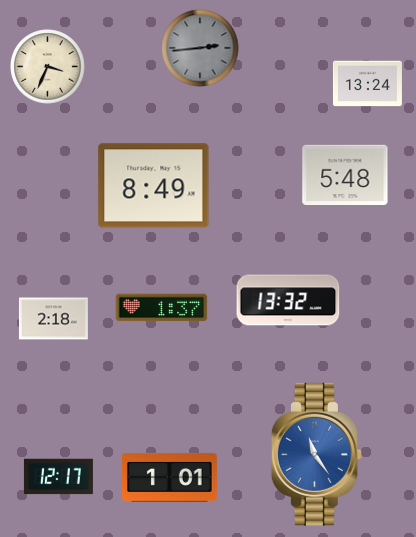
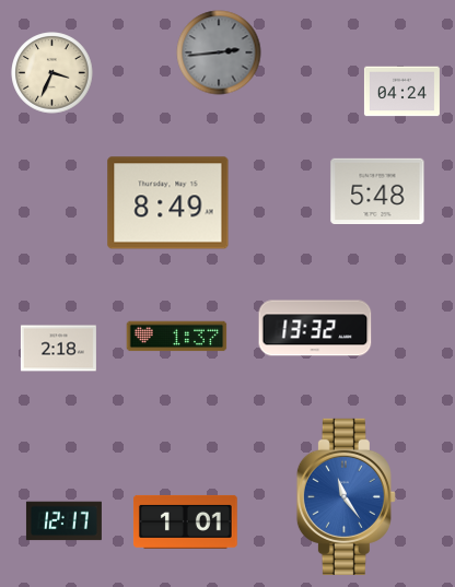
clock at (367, 84): 13:24 -> 04:24
